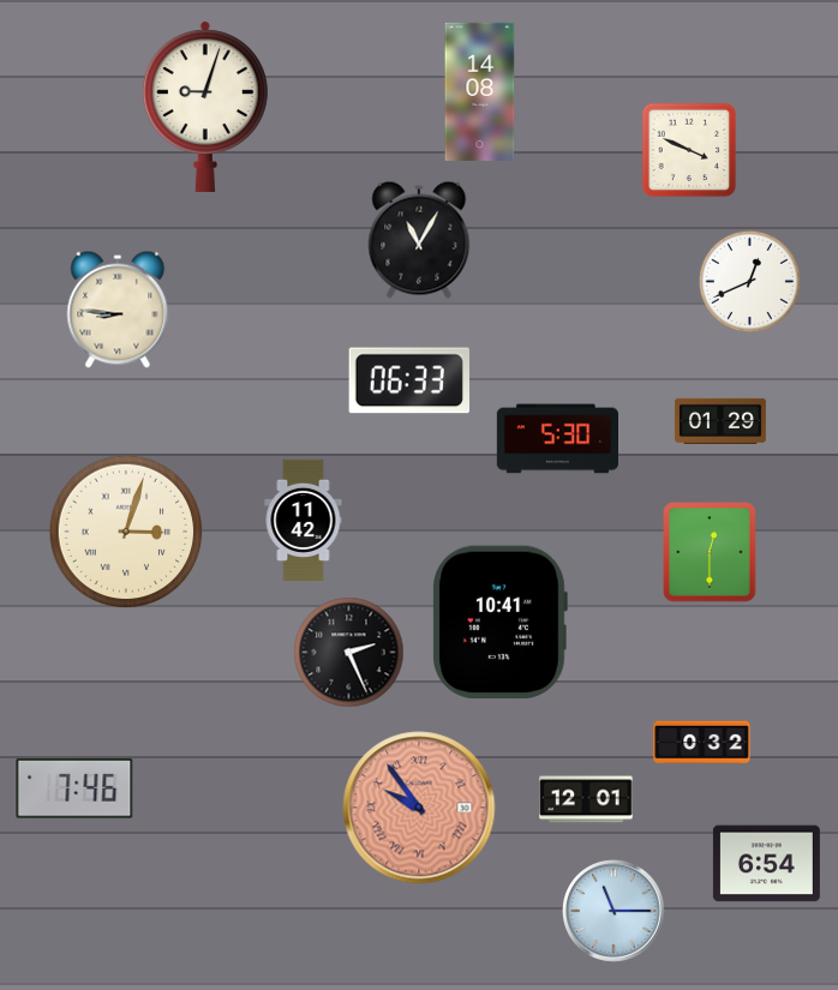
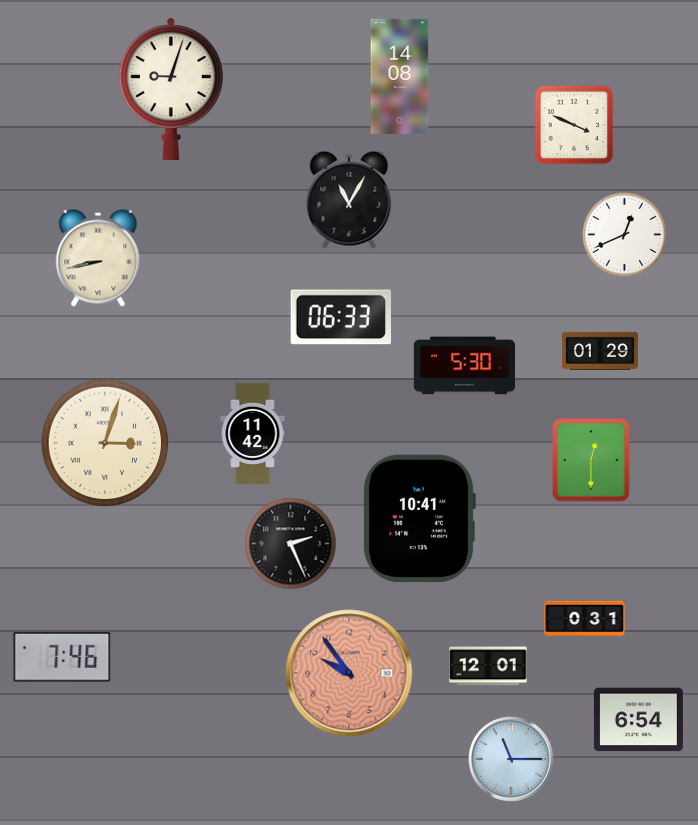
clock at (118, 310): 8:46 -> 8:43
clock at (499, 622) position: (499, 622) -> (419, 518)
clock at (702, 743): 0:32 -> 0:31
clock at (419, 808) numerals: Roman -> Arabic
